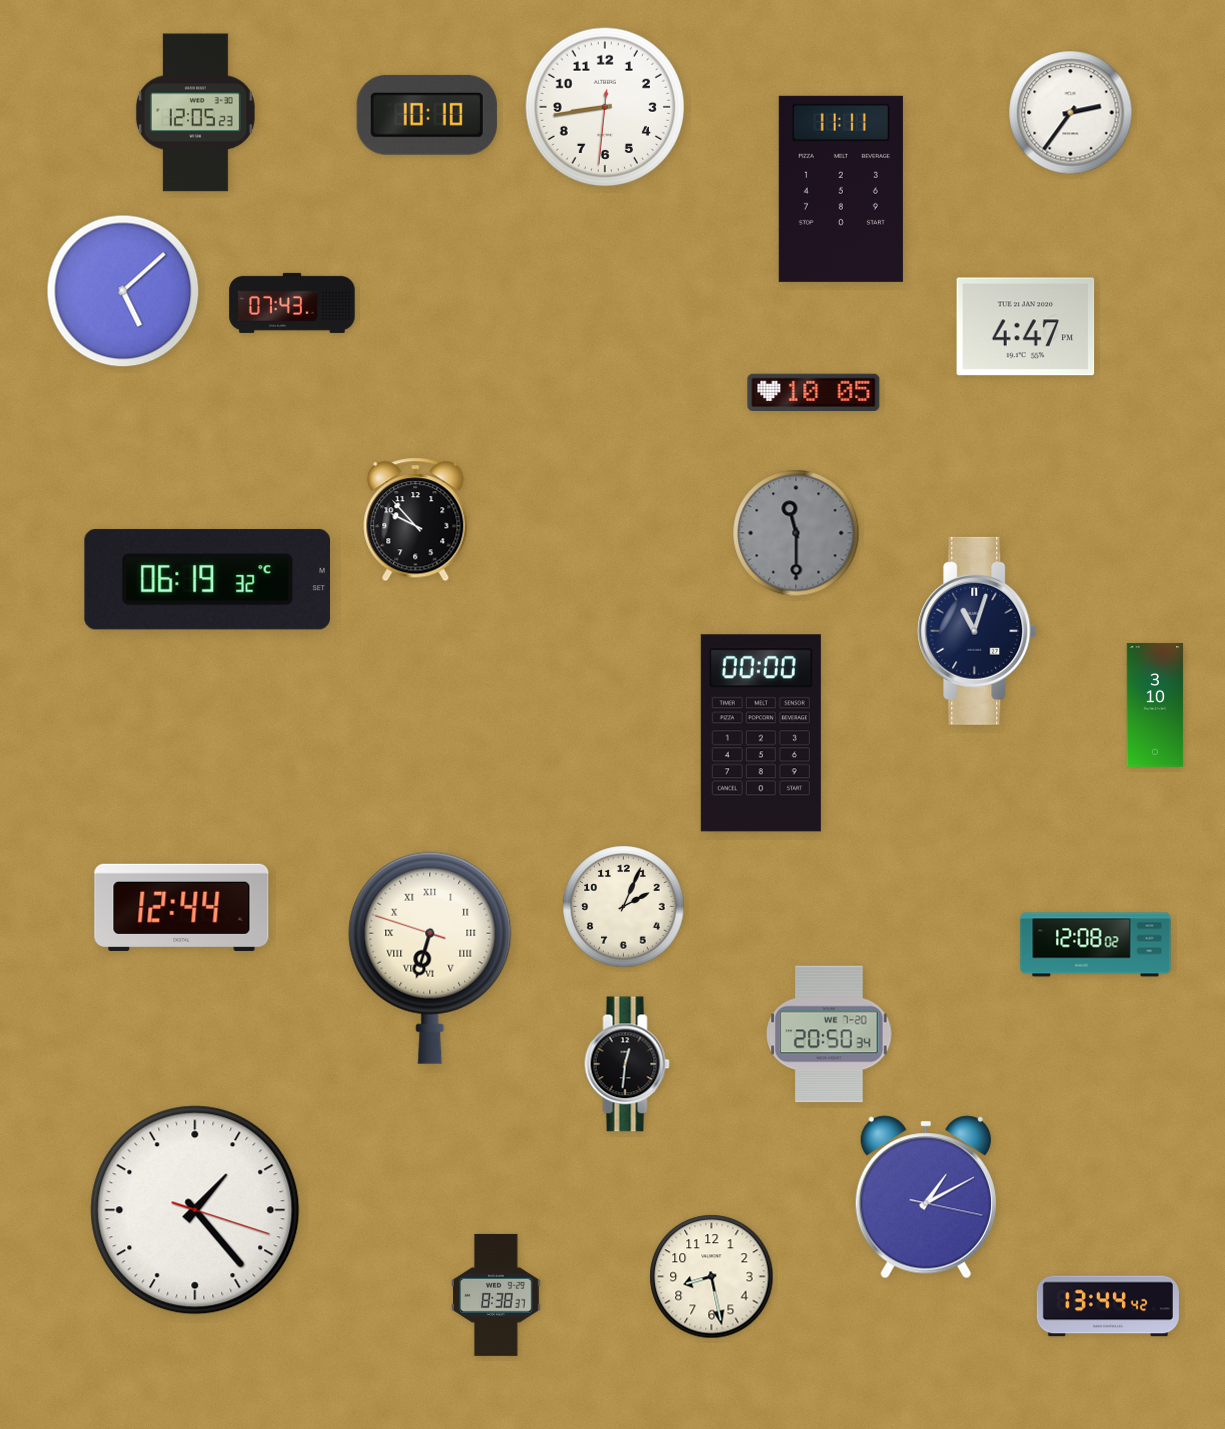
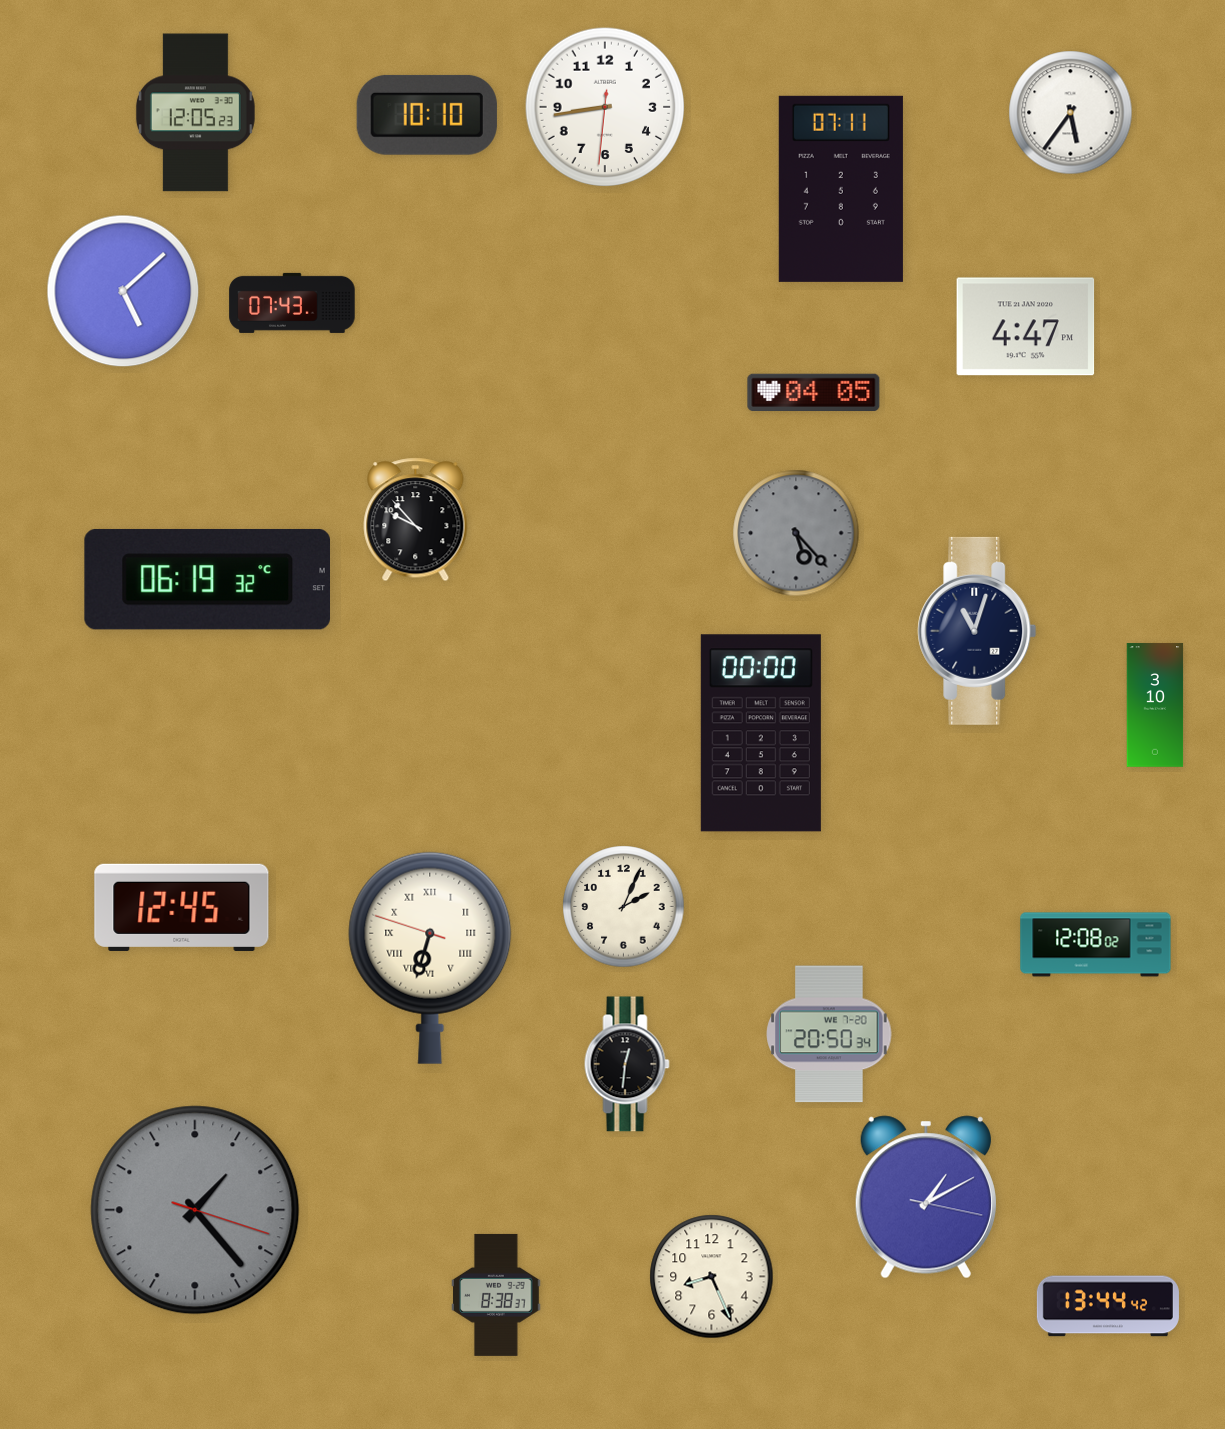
clock at (1071, 113): 2:36 -> 5:36
clock at (841, 189): 11:11 -> 07:11
clock at (814, 392): 10:05 -> 04:05
clock at (796, 533): 11:30 -> 5:23
clock at (182, 907): 12:44 -> 12:45
clock at (195, 1210) dial: white -> grey
clock at (712, 1277): 8:28 -> 8:26
